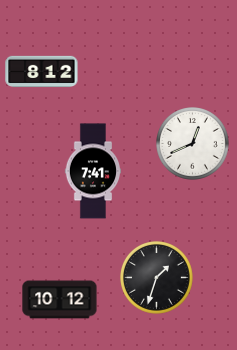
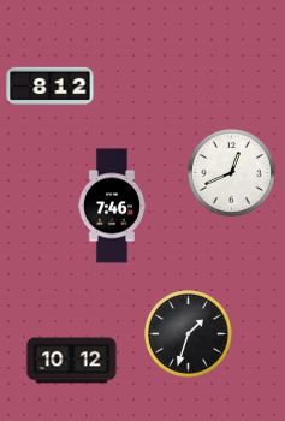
clock at (93, 171): 7:41 -> 7:46
